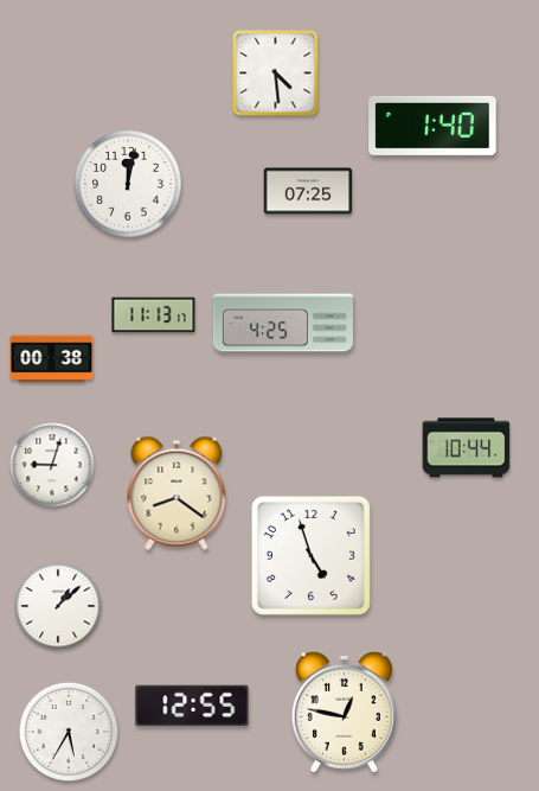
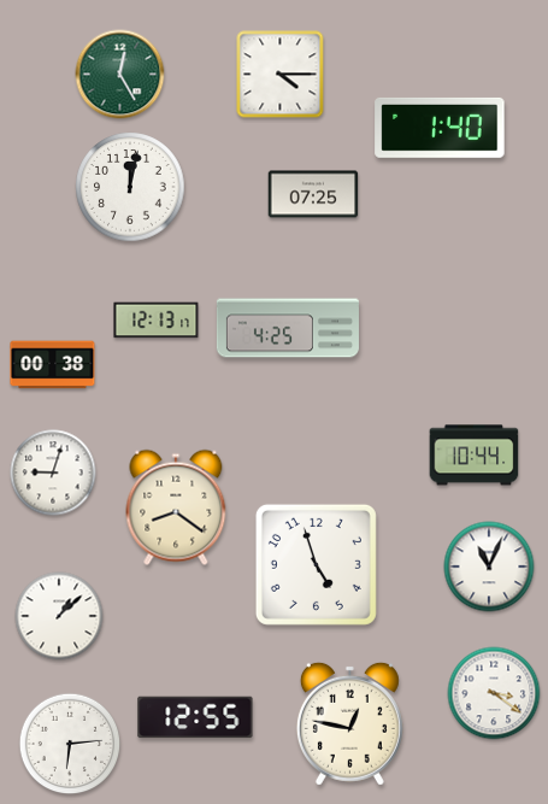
clock at (120, 75): none -> 12:25
clock at (276, 74): 4:29 -> 4:15
clock at (154, 315): 11:13 -> 12:13
clock at (177, 493) position: (177, 493) -> (176, 507)
clock at (489, 567): none -> 11:04
clock at (494, 693): none -> 3:21
clock at (69, 732): 5:35 -> 6:14
